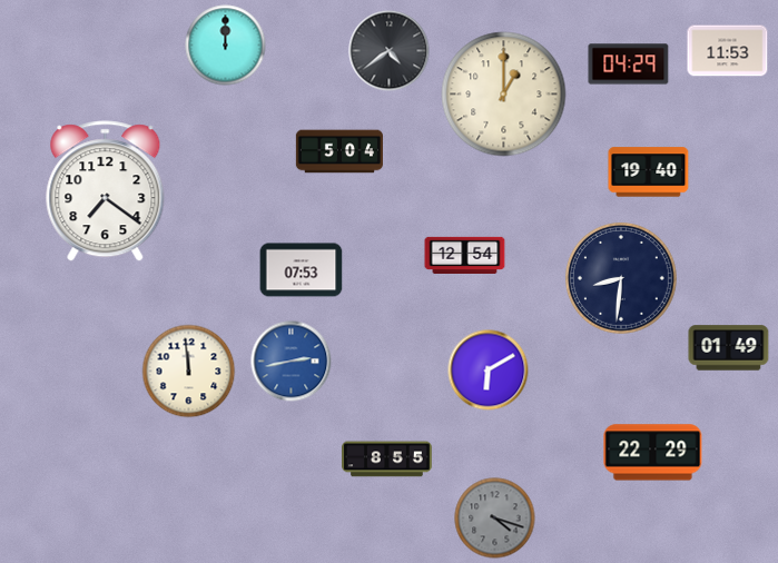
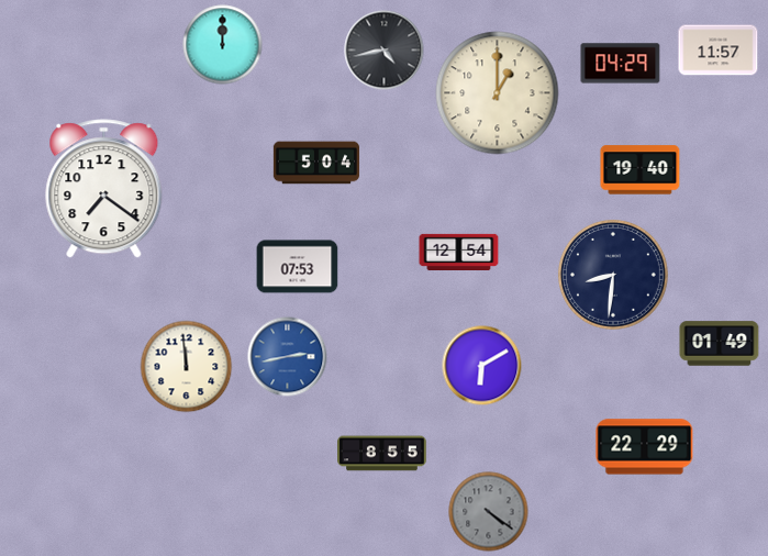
clock at (390, 51): 4:39 -> 4:43
clock at (728, 51): 11:53 -> 11:57
clock at (339, 151) position: (339, 151) -> (316, 163)
clock at (495, 518): 4:18 -> 4:21
